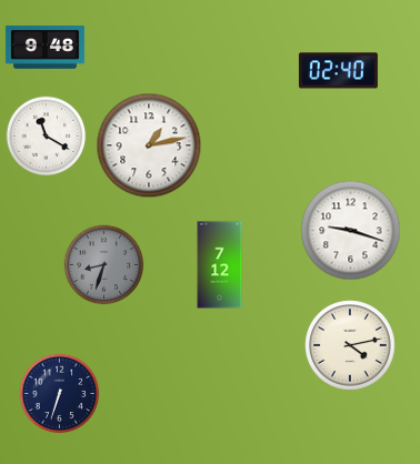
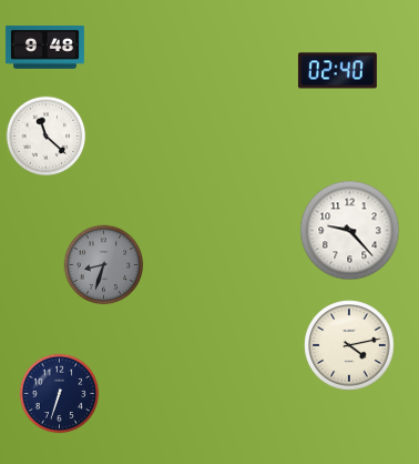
clock at (47, 137): 11:20 -> 11:22
clock at (149, 145): 1:13 -> none
clock at (351, 231): 9:18 -> 9:23
clock at (220, 265): 7:12 -> none
